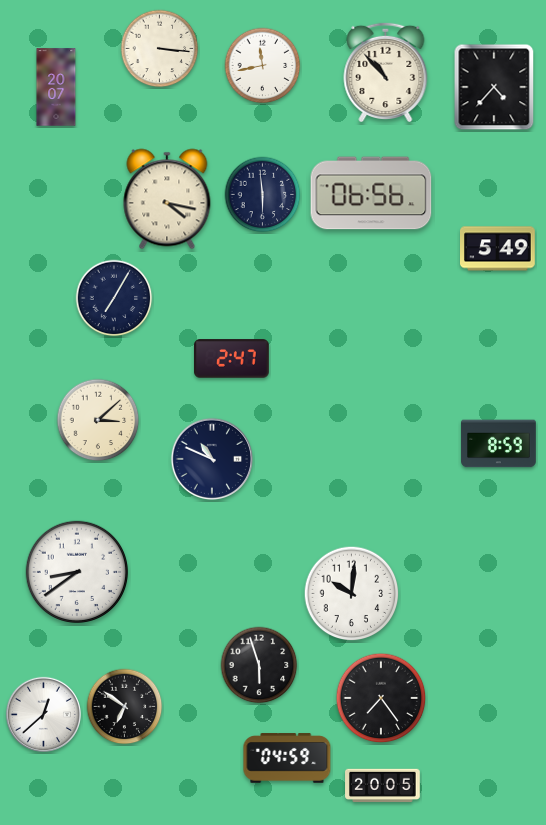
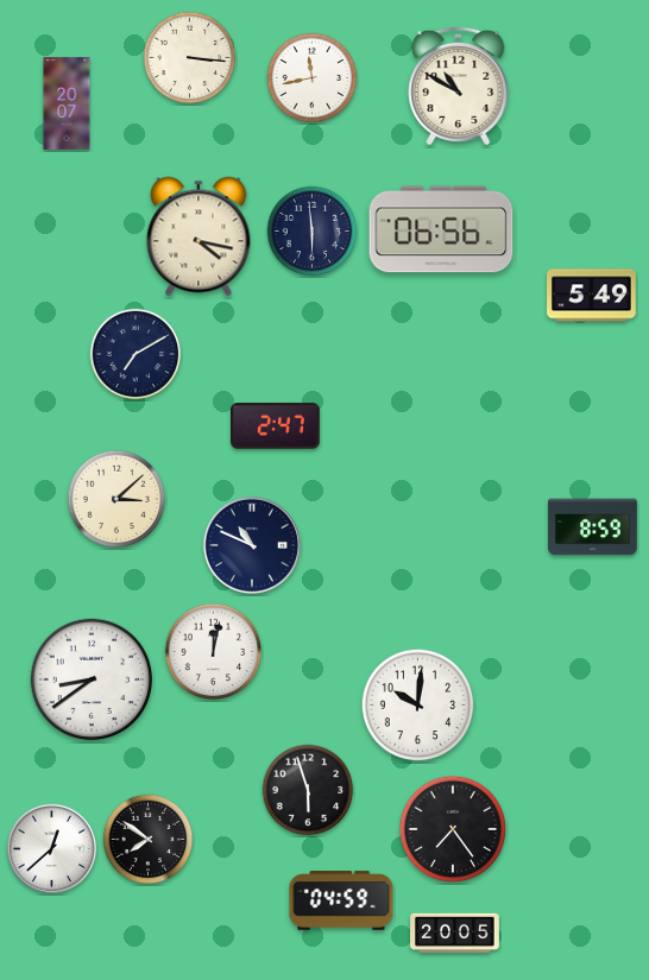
clock at (386, 71): 10:53 -> 10:50
clock at (494, 87): 4:37 -> none
clock at (114, 298): 7:05 -> 7:10
clock at (214, 652): none -> 12:02
clock at (125, 707): 6:51 -> 7:51
